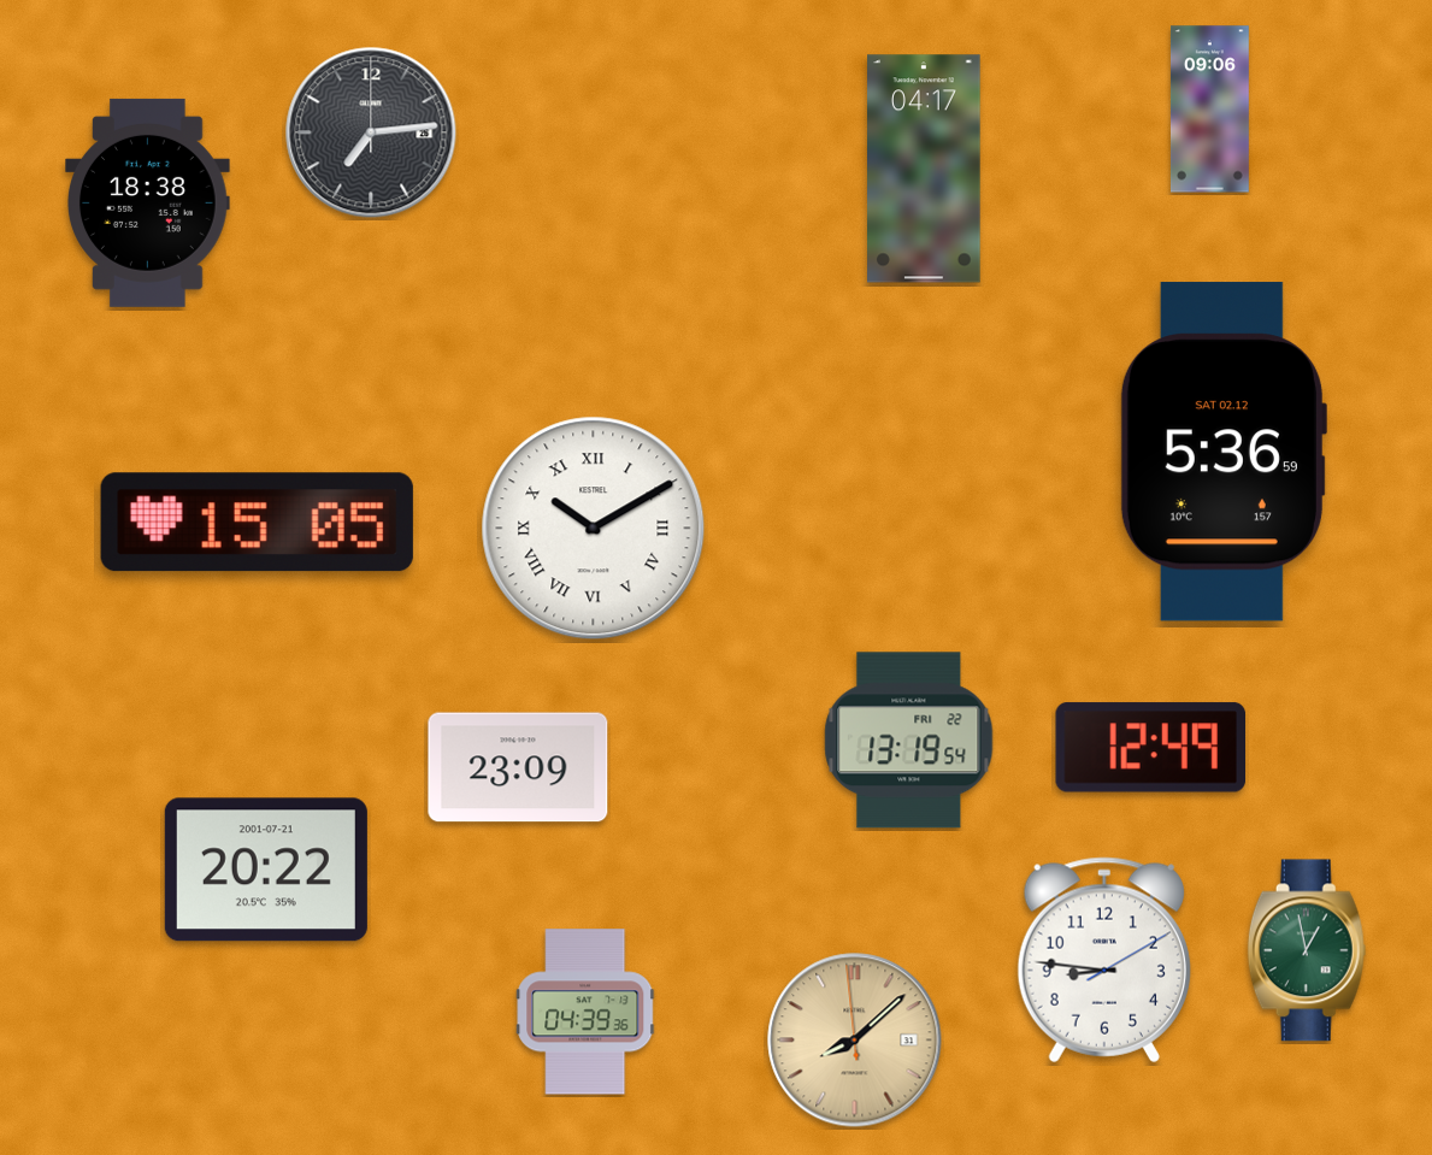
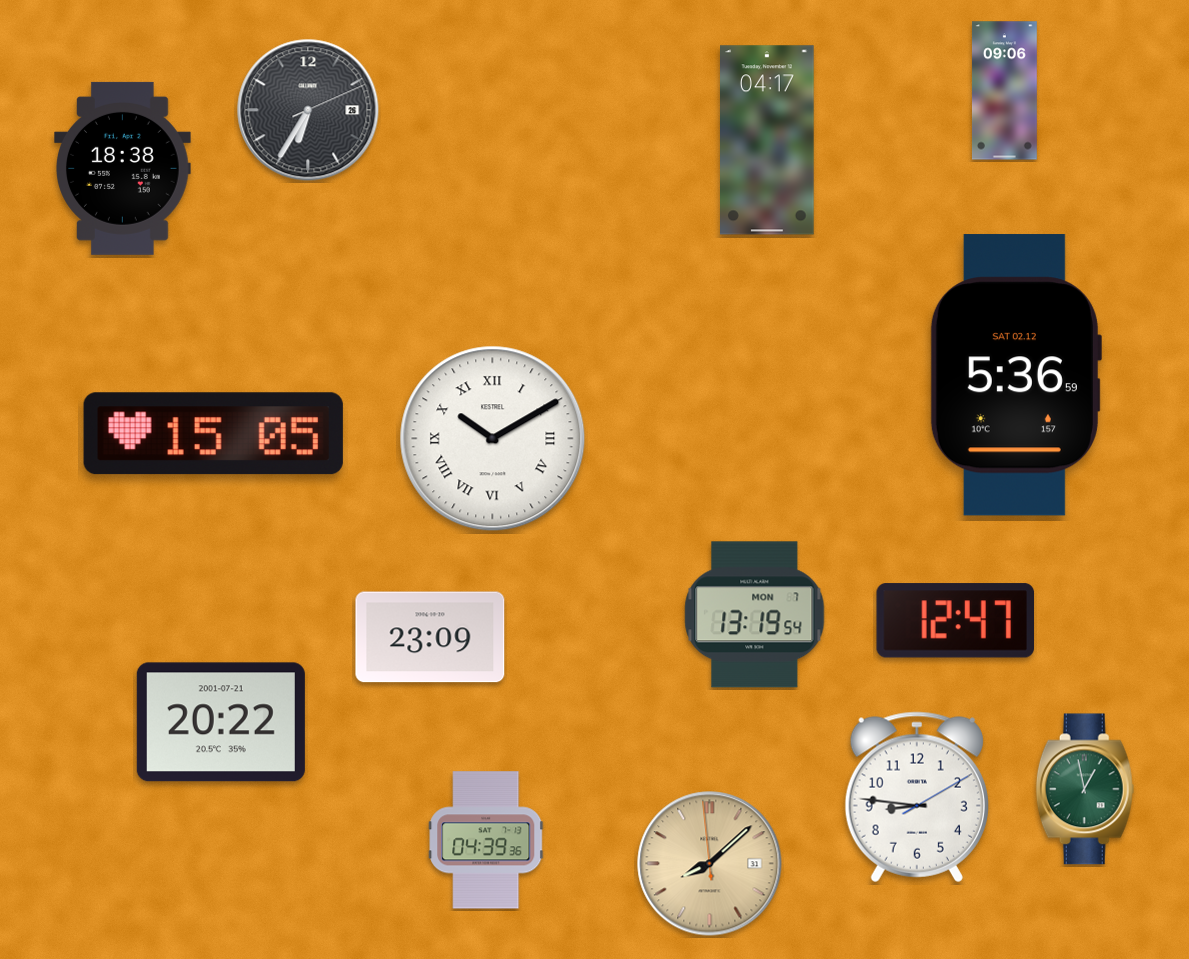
clock at (371, 132): 7:14 -> 6:35
clock at (909, 741) date: FRI 22 -> MON 7
clock at (1150, 748): 12:49 -> 12:47
